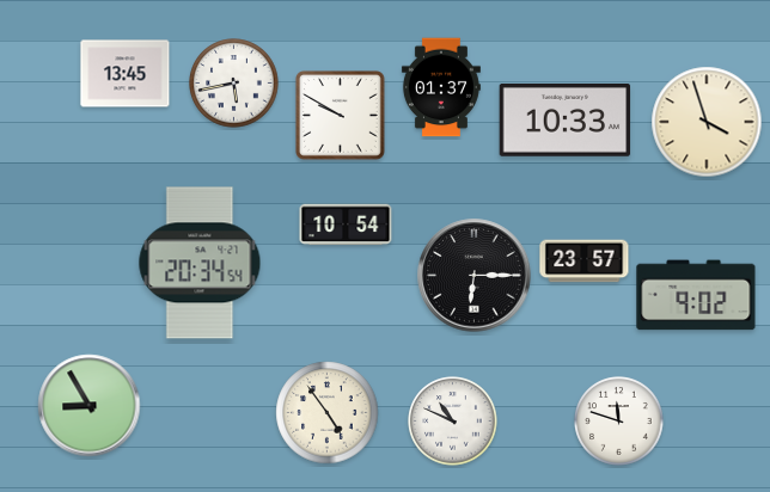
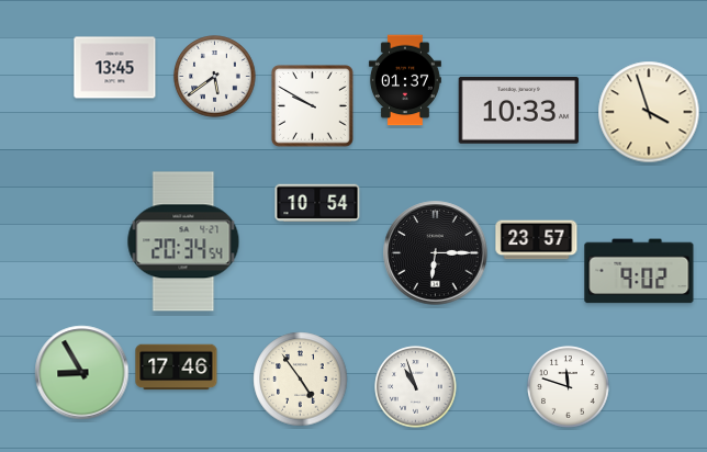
clock at (234, 84): 5:43 -> 5:39
clock at (346, 225) position: (346, 225) -> (317, 203)
clock at (177, 368): none -> 17:46
clock at (453, 422): 10:49 -> 10:57
